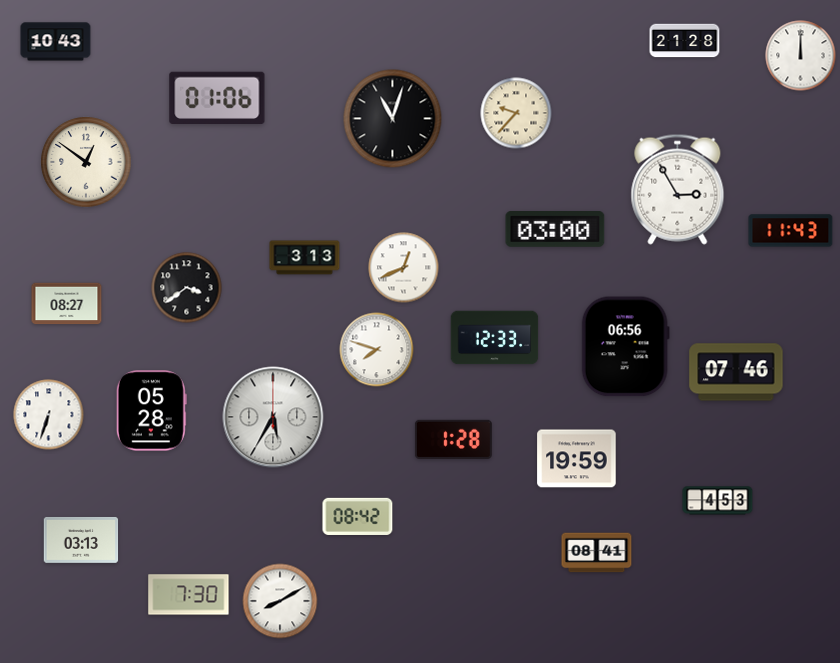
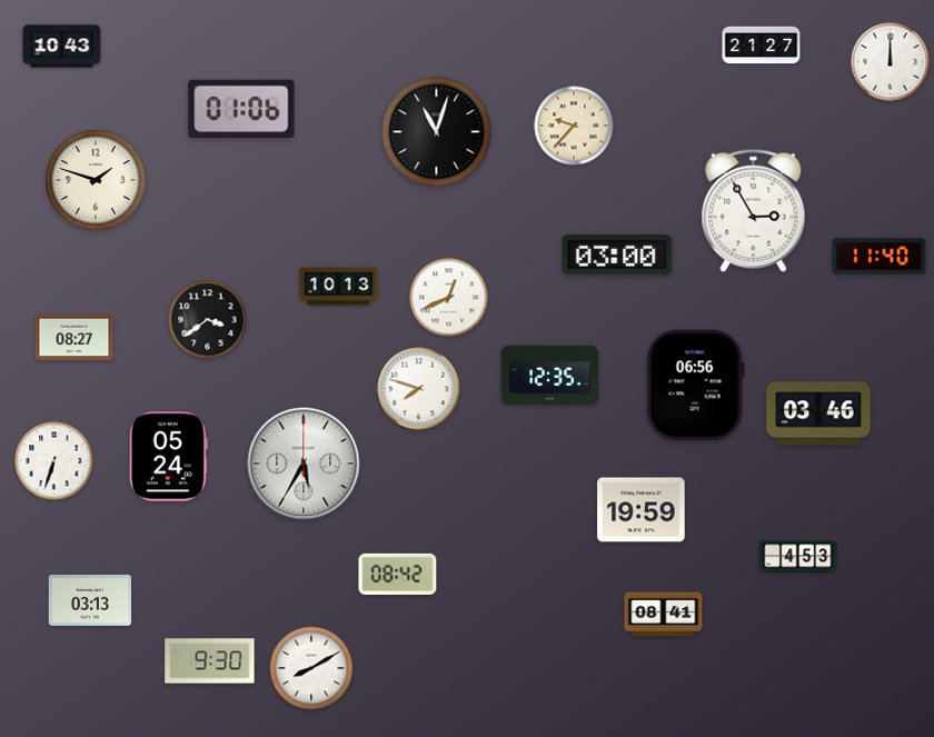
clock at (685, 41): 21:28 -> 21:27
clock at (86, 162): 12:51 -> 1:48
clock at (791, 231): 11:43 -> 11:40
clock at (305, 258): 3:13 -> 10:13
clock at (495, 338): 12:33 -> 12:35
clock at (736, 372): 07:46 -> 03:46
clock at (151, 411): 05:28 -> 05:24
clock at (453, 439): 1:28 -> none
clock at (189, 595): 7:30 -> 9:30
